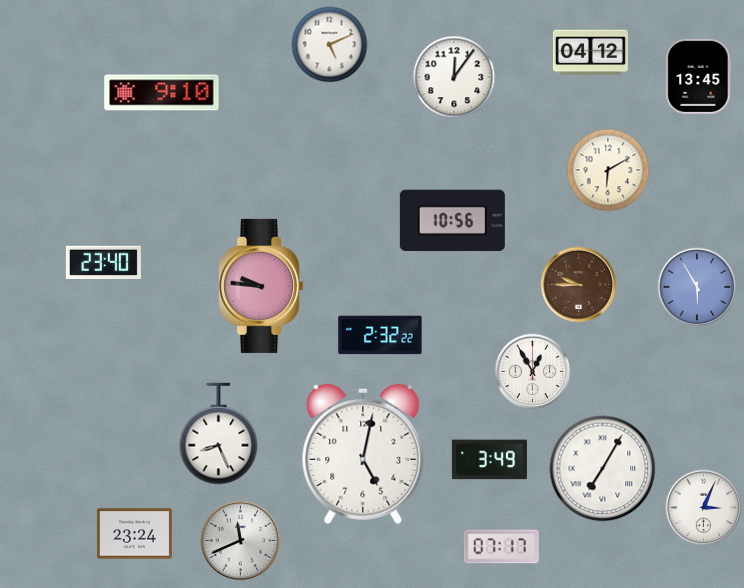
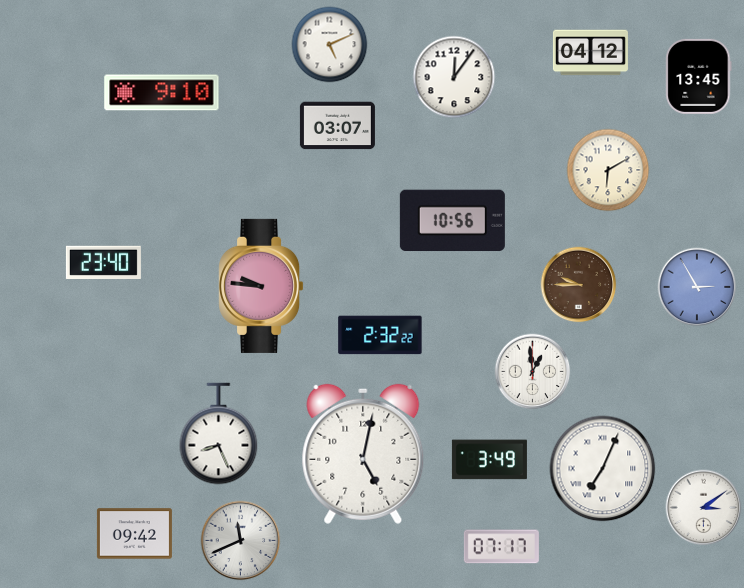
clock at (337, 126): none -> 03:07
clock at (697, 287): 5:55 -> 2:55
clock at (533, 372): 12:55 -> 12:59
clock at (603, 469): 7:05 -> 7:04
clock at (704, 508): 3:04 -> 3:09
clock at (134, 534): 23:24 -> 09:42
